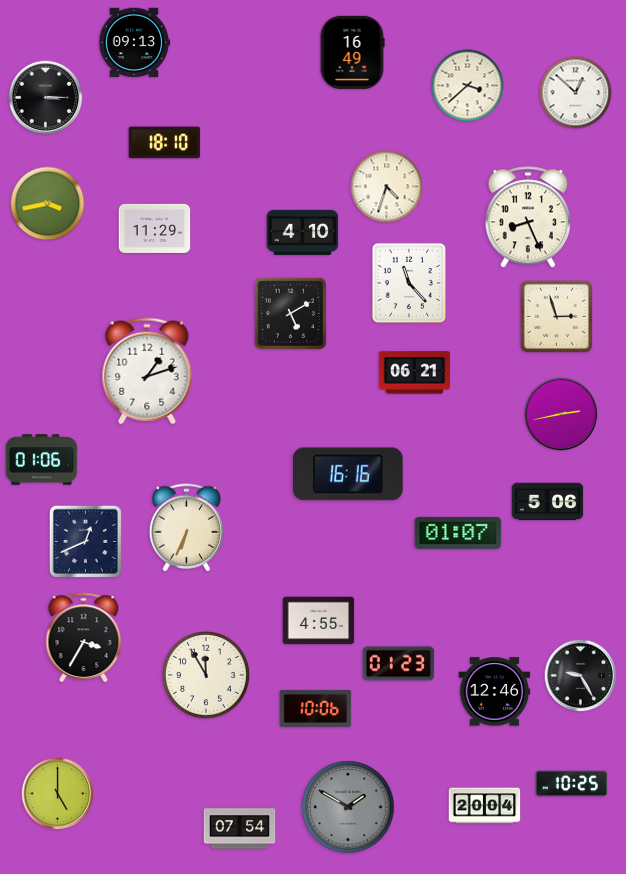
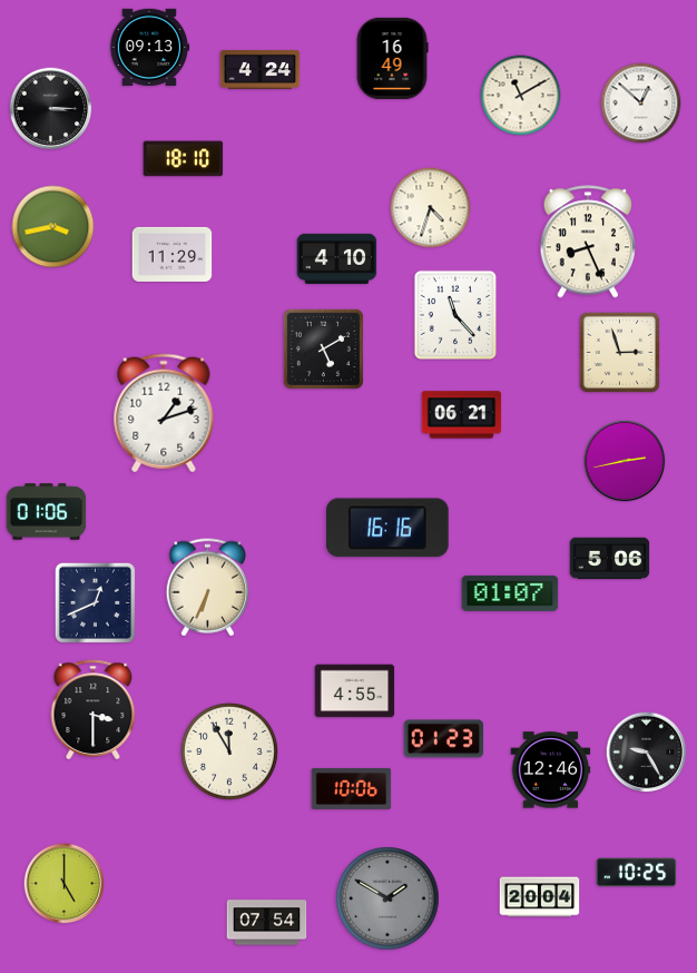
clock at (261, 69): none -> 4:24
clock at (468, 86): 3:38 -> 11:10
clock at (84, 637): 3:35 -> 3:30
